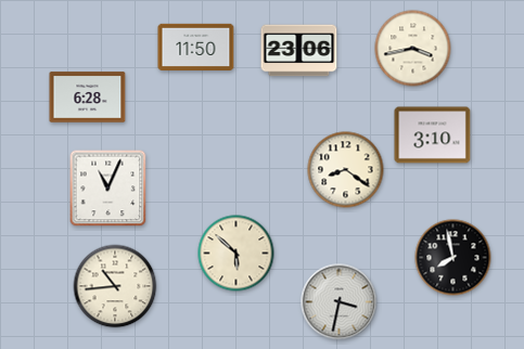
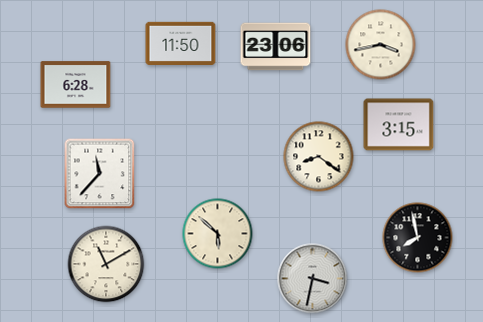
clock at (88, 98) position: (88, 98) -> (76, 85)
clock at (433, 135): 3:10 -> 3:15
clock at (108, 189): 11:04 -> 11:37
clock at (115, 286): 10:44 -> 11:10
